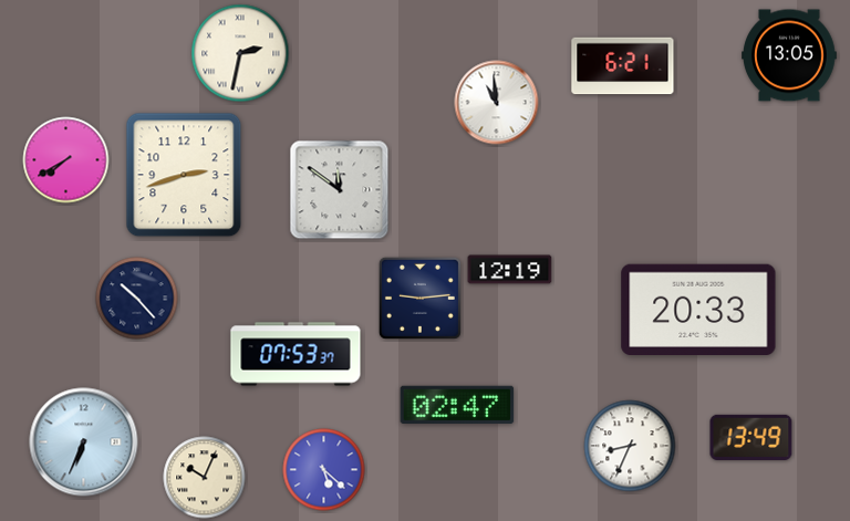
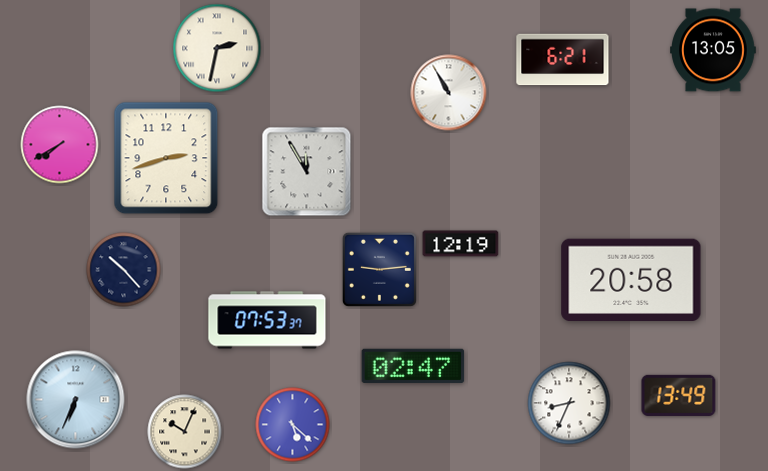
clock at (497, 103): 10:59 -> 10:55
clock at (340, 190): 11:51 -> 11:55
clock at (698, 309): 20:33 -> 20:58
